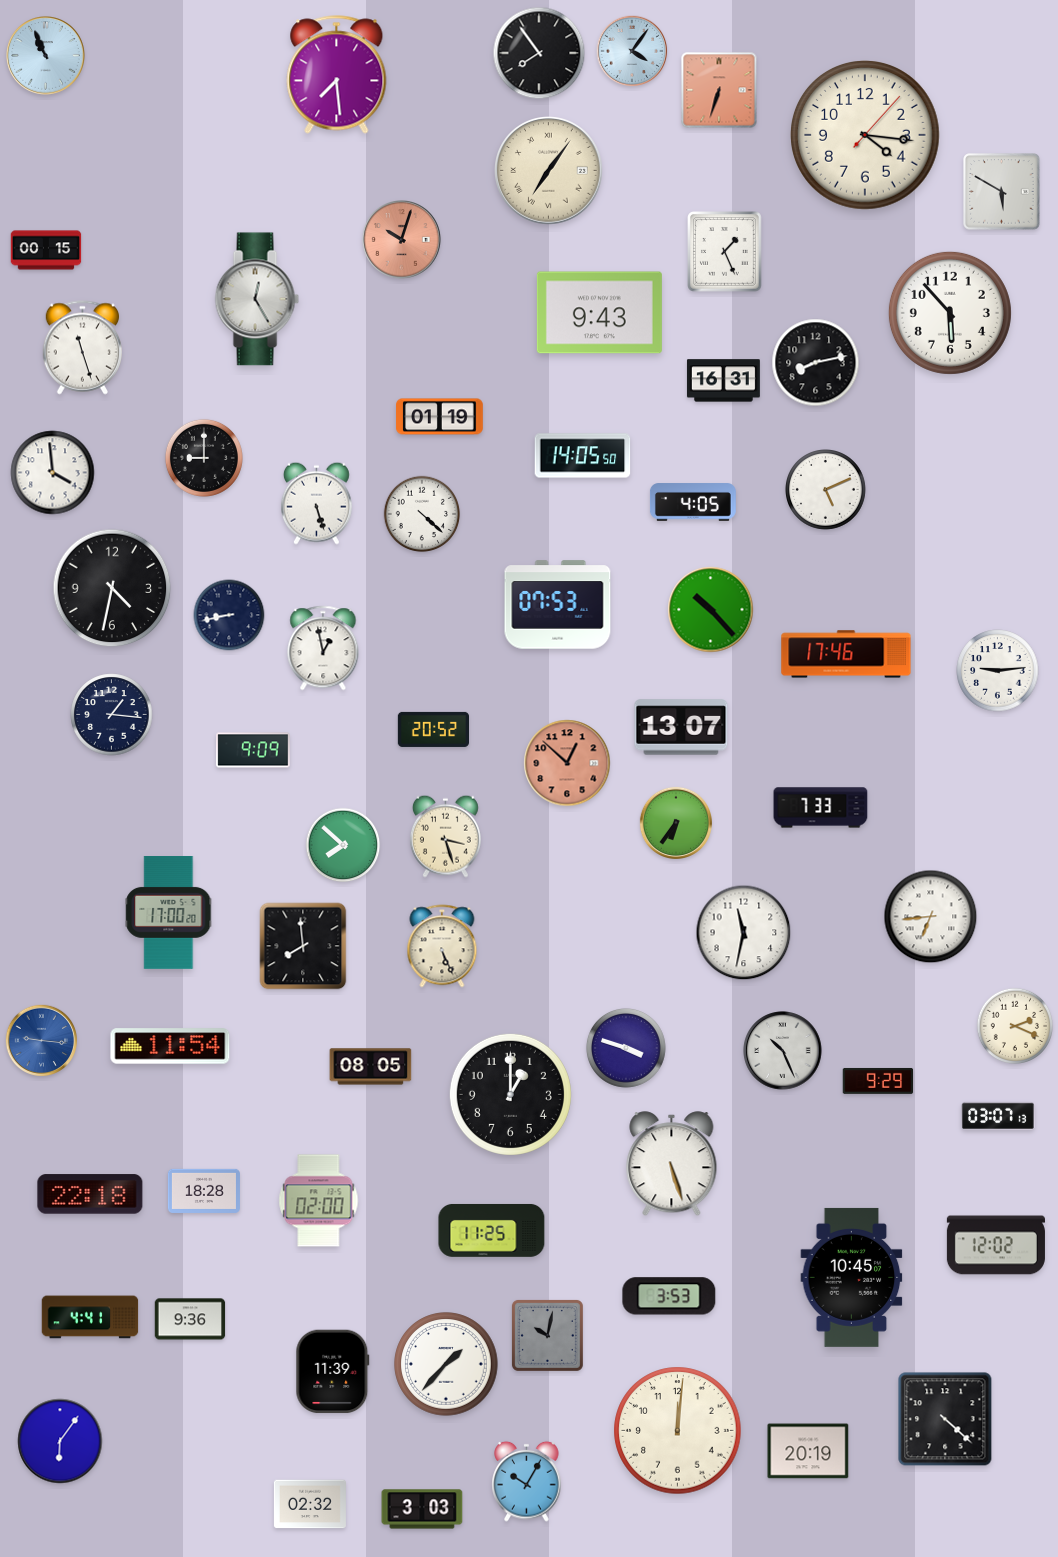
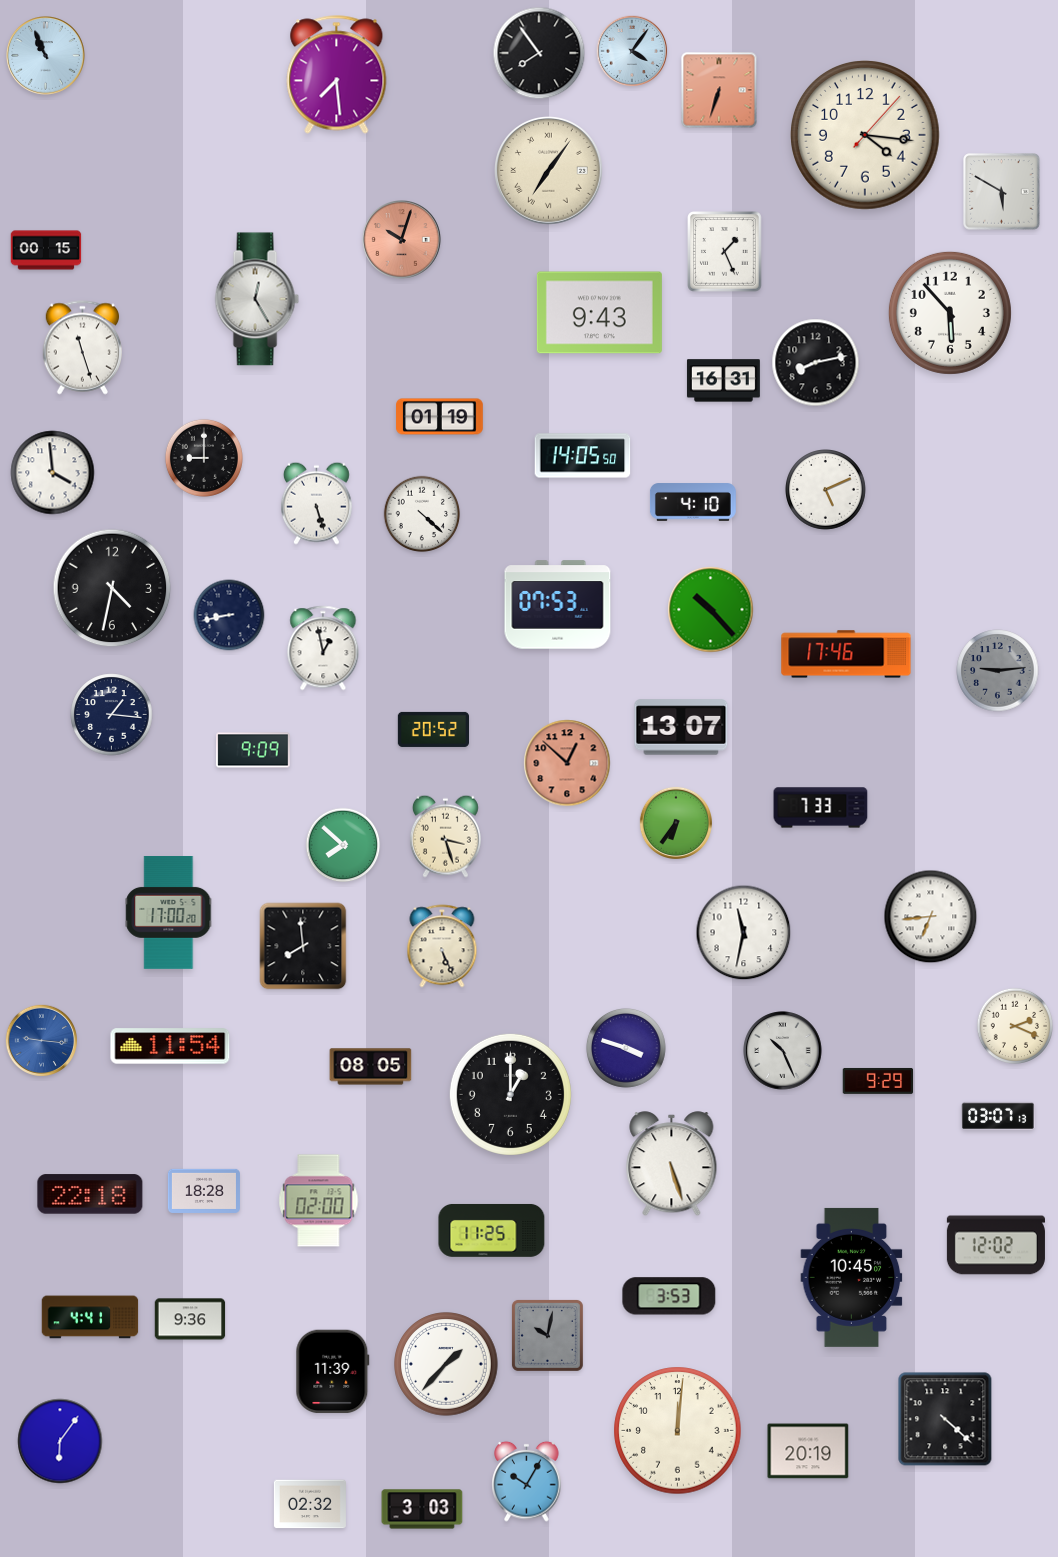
clock at (693, 502): 4:05 -> 4:10
clock at (998, 671) dial: white -> grey
